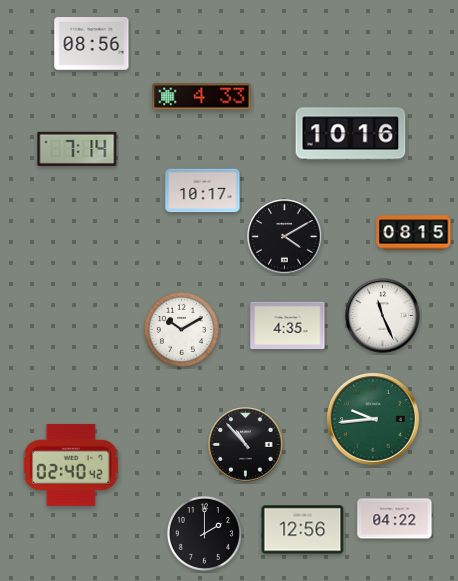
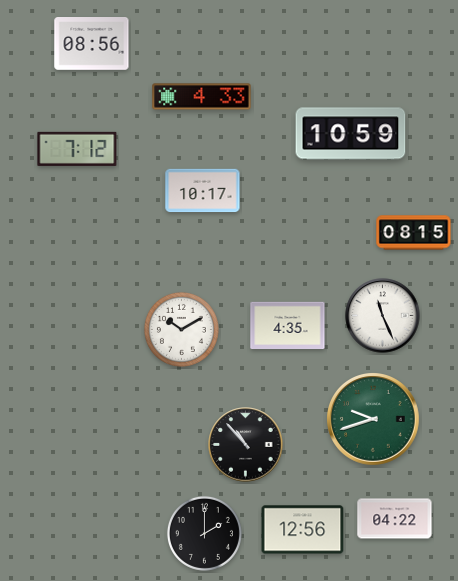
clock at (351, 134): 10:16 -> 10:59
clock at (77, 149): 7:14 -> 7:12
clock at (285, 237): 4:10 -> none
clock at (374, 420): 9:44 -> 9:42
clock at (71, 465): 02:40 -> none
